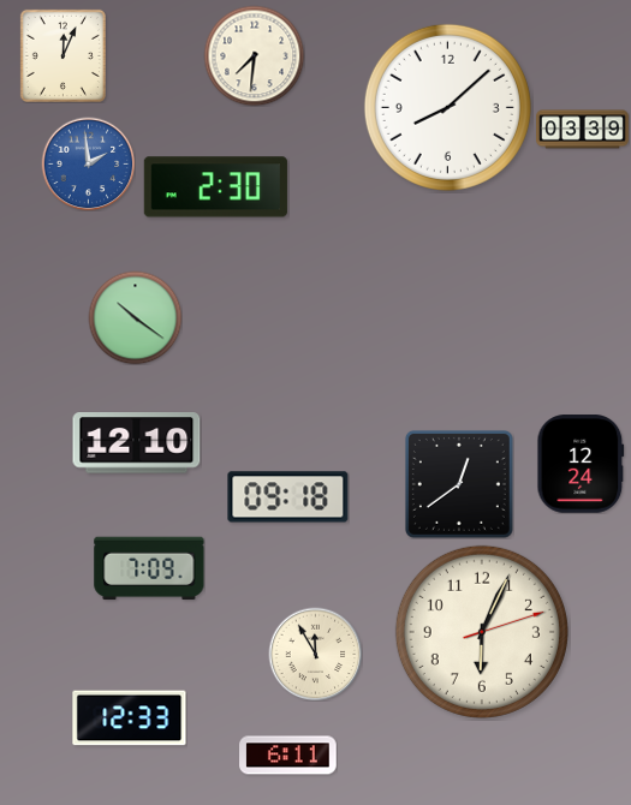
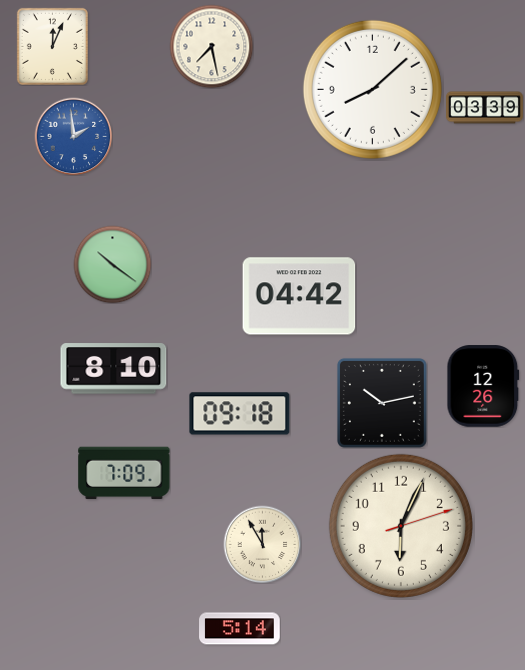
clock at (254, 55): 7:31 -> 7:28
clock at (215, 187): 2:30 -> none
clock at (299, 296): none -> 04:42
clock at (137, 443): 12:10 -> 8:10
clock at (581, 464): 12:24 -> 12:26
clock at (459, 484): 12:39 -> 10:13
clock at (130, 718): 12:33 -> none
clock at (288, 756): 6:11 -> 5:14
